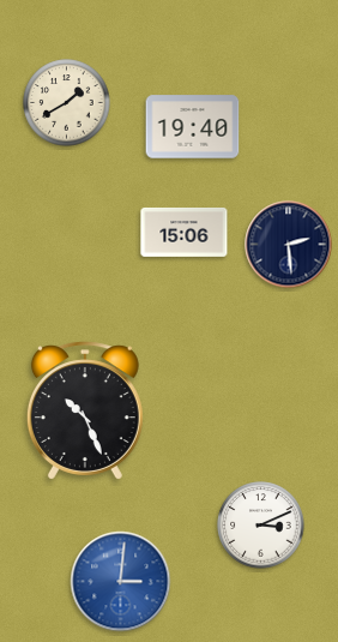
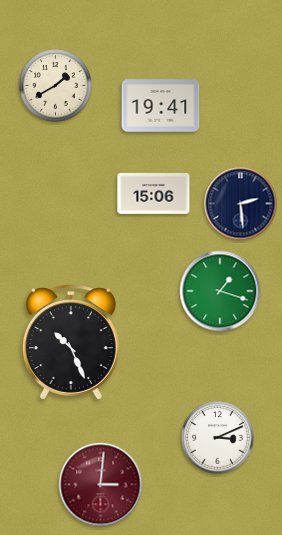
clock at (193, 127): 19:40 -> 19:41
clock at (220, 291): none -> 1:18
clock at (121, 582) dial: blue -> burgundy
